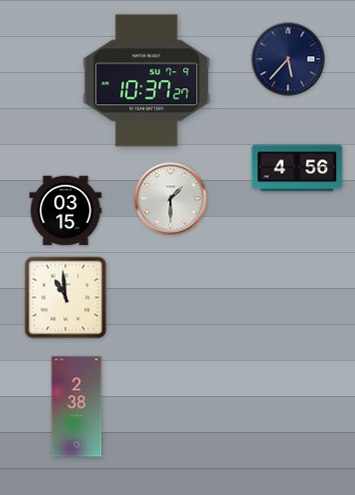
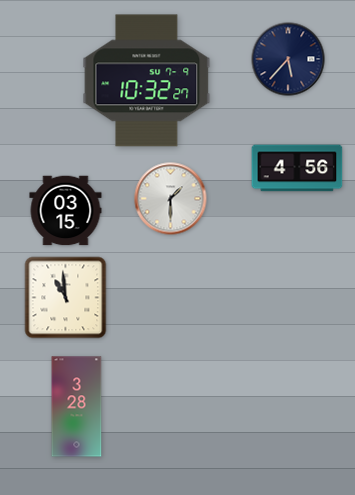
clock at (147, 81): 10:37 -> 10:32
clock at (77, 407): 2:38 -> 3:28
